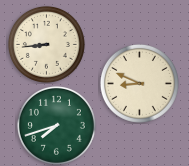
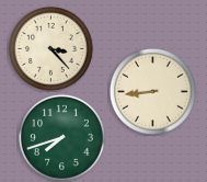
clock at (46, 44): 8:44 -> 3:23
clock at (139, 83): 8:49 -> 8:44
